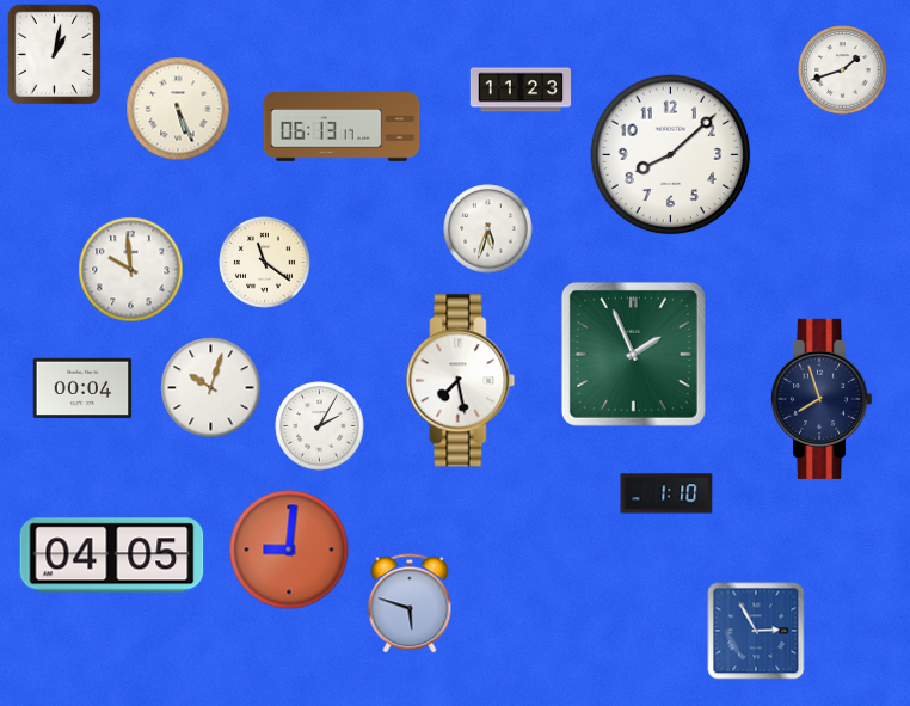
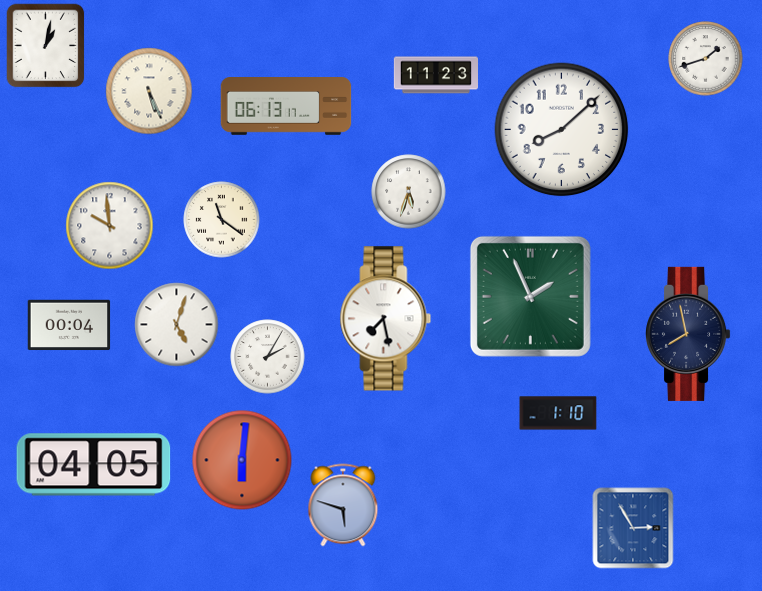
clock at (211, 388): 10:03 -> 5:03
clock at (823, 399): 7:57 -> 7:58
clock at (289, 550): 9:01 -> 6:01
